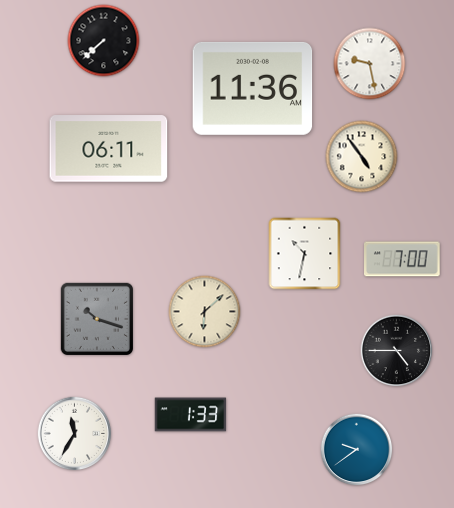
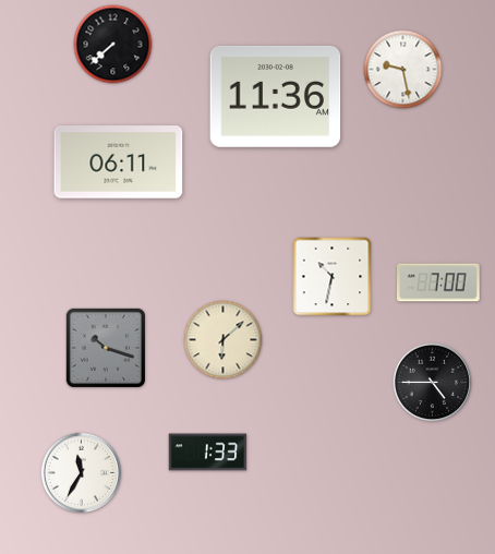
clock at (362, 157): 4:54 -> none
clock at (357, 450): 9:39 -> none
